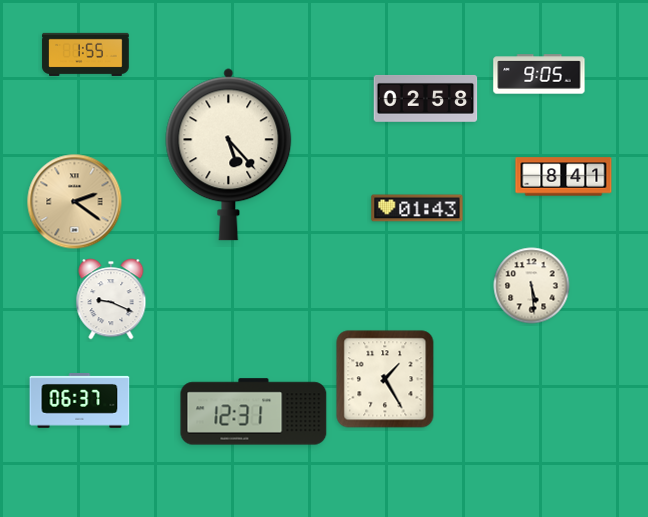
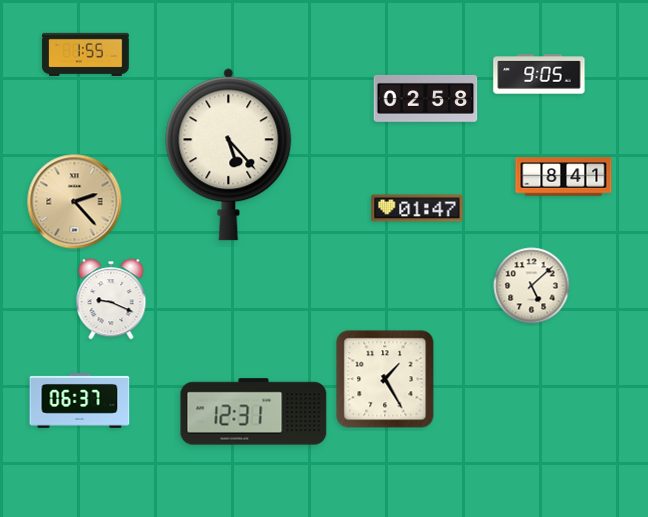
clock at (75, 202): 2:21 -> 2:23
clock at (417, 208): 01:43 -> 01:47
clock at (532, 286): 5:29 -> 5:08
